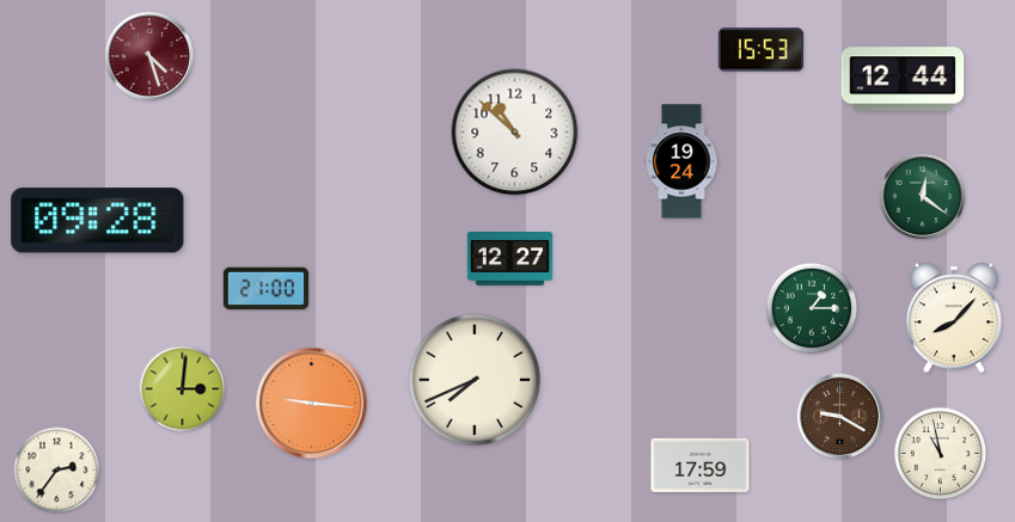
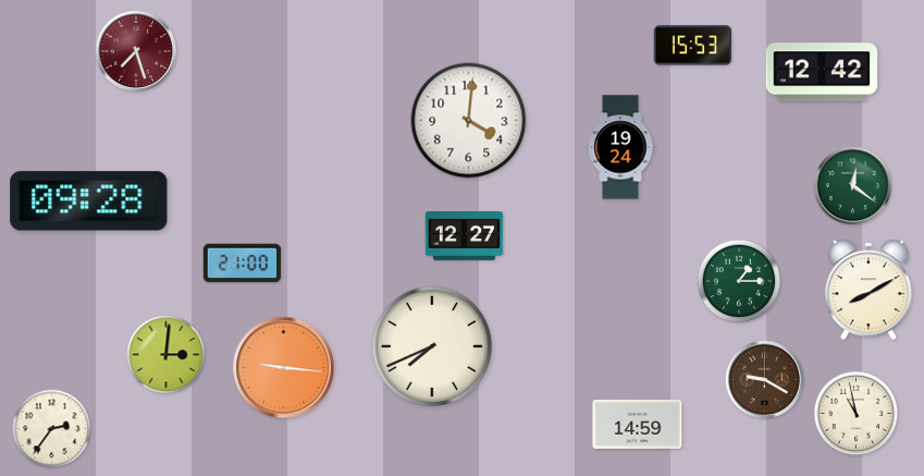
clock at (148, 55): 4:27 -> 7:27
clock at (903, 79): 12:44 -> 12:42
clock at (515, 133): 10:52 -> 4:01
clock at (923, 197) position: (923, 197) -> (853, 186)
clock at (954, 318): 8:07 -> 8:10
clock at (701, 465): 17:59 -> 14:59
